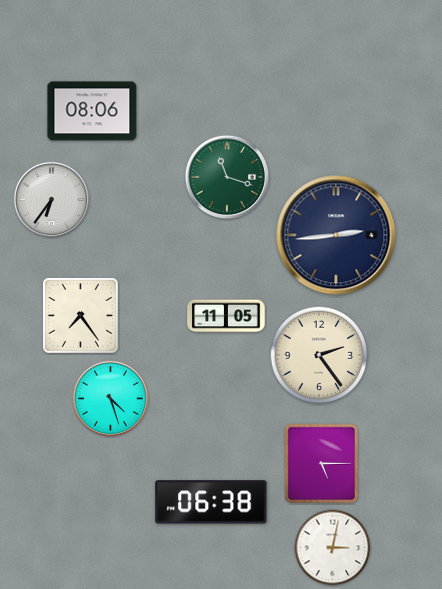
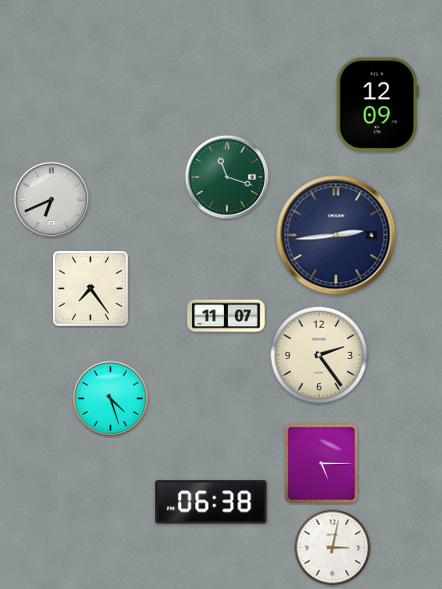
clock at (377, 105): none -> 12:09
clock at (92, 111): 08:06 -> none
clock at (51, 199): 6:36 -> 6:41
clock at (80, 315) position: (80, 315) -> (90, 288)
clock at (226, 316): 11:05 -> 11:07
